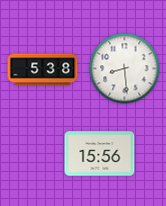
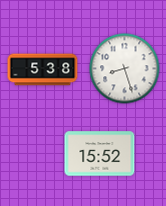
clock at (125, 69): 8:29 -> 8:27
clock at (100, 154): 15:56 -> 15:52
